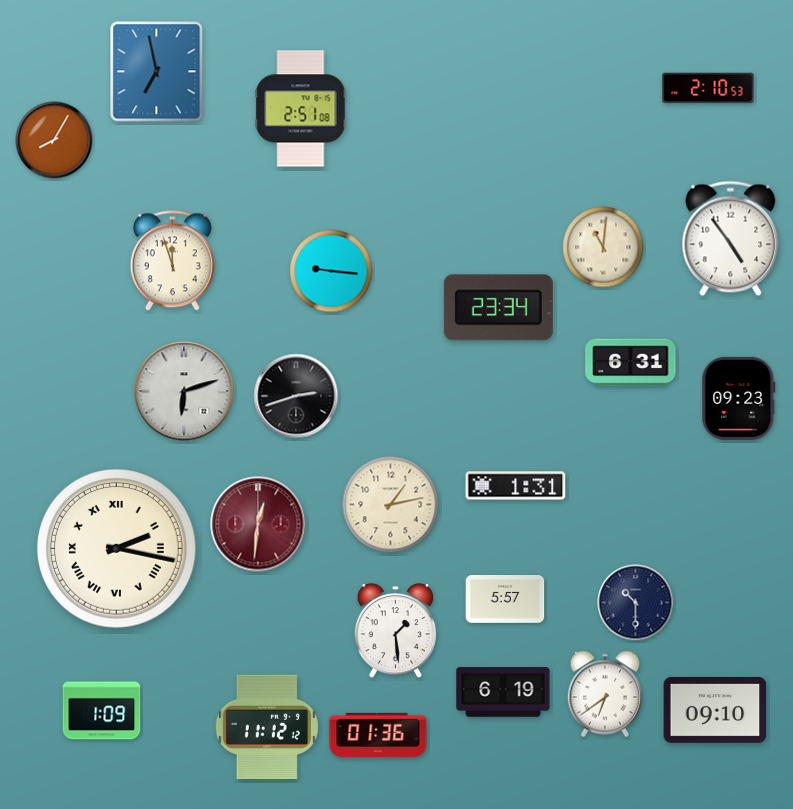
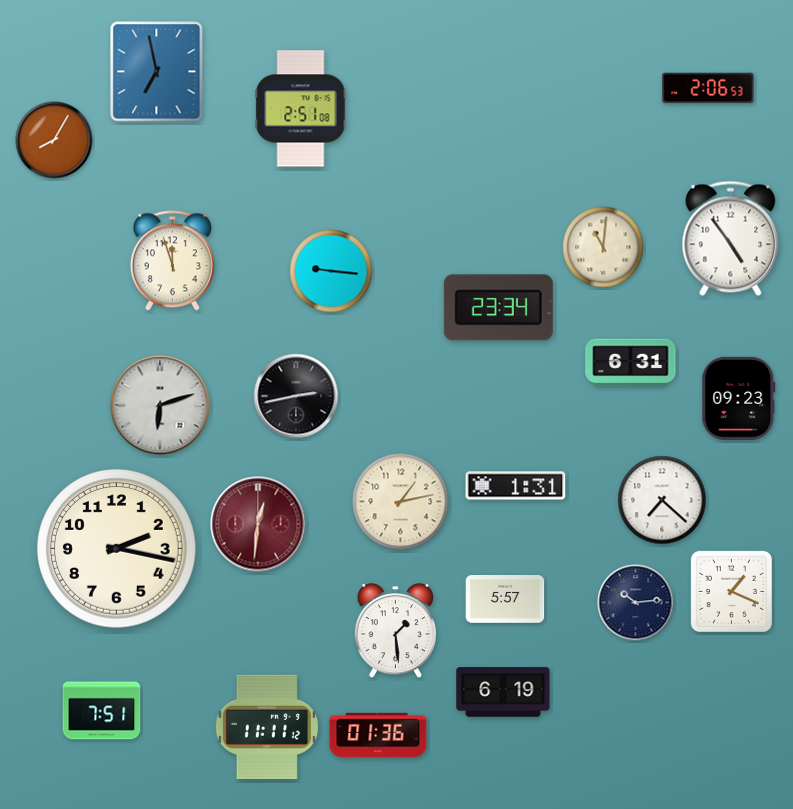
clock at (708, 88): 2:10 -> 2:06
clock at (184, 391) position: (184, 391) -> (160, 405)
clock at (296, 396): 2:42 -> 2:43
clock at (662, 500): none -> 7:22
clock at (391, 505) position: (391, 505) -> (401, 502)
clock at (117, 549) numerals: Roman -> Arabic
clock at (731, 591): none -> 1:19
clock at (636, 603): 10:30 -> 10:14
clock at (605, 694): 6:39 -> none
clock at (715, 710): 09:10 -> none
clock at (102, 711): 1:09 -> 7:51
clock at (267, 727): 11:12 -> 11:11
